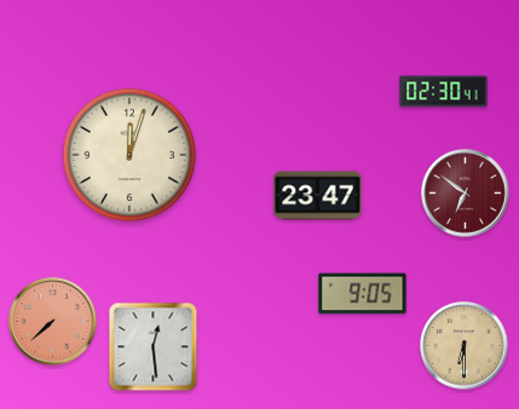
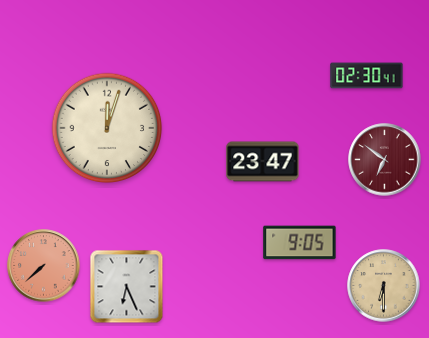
clock at (154, 347): 12:29 -> 6:26
